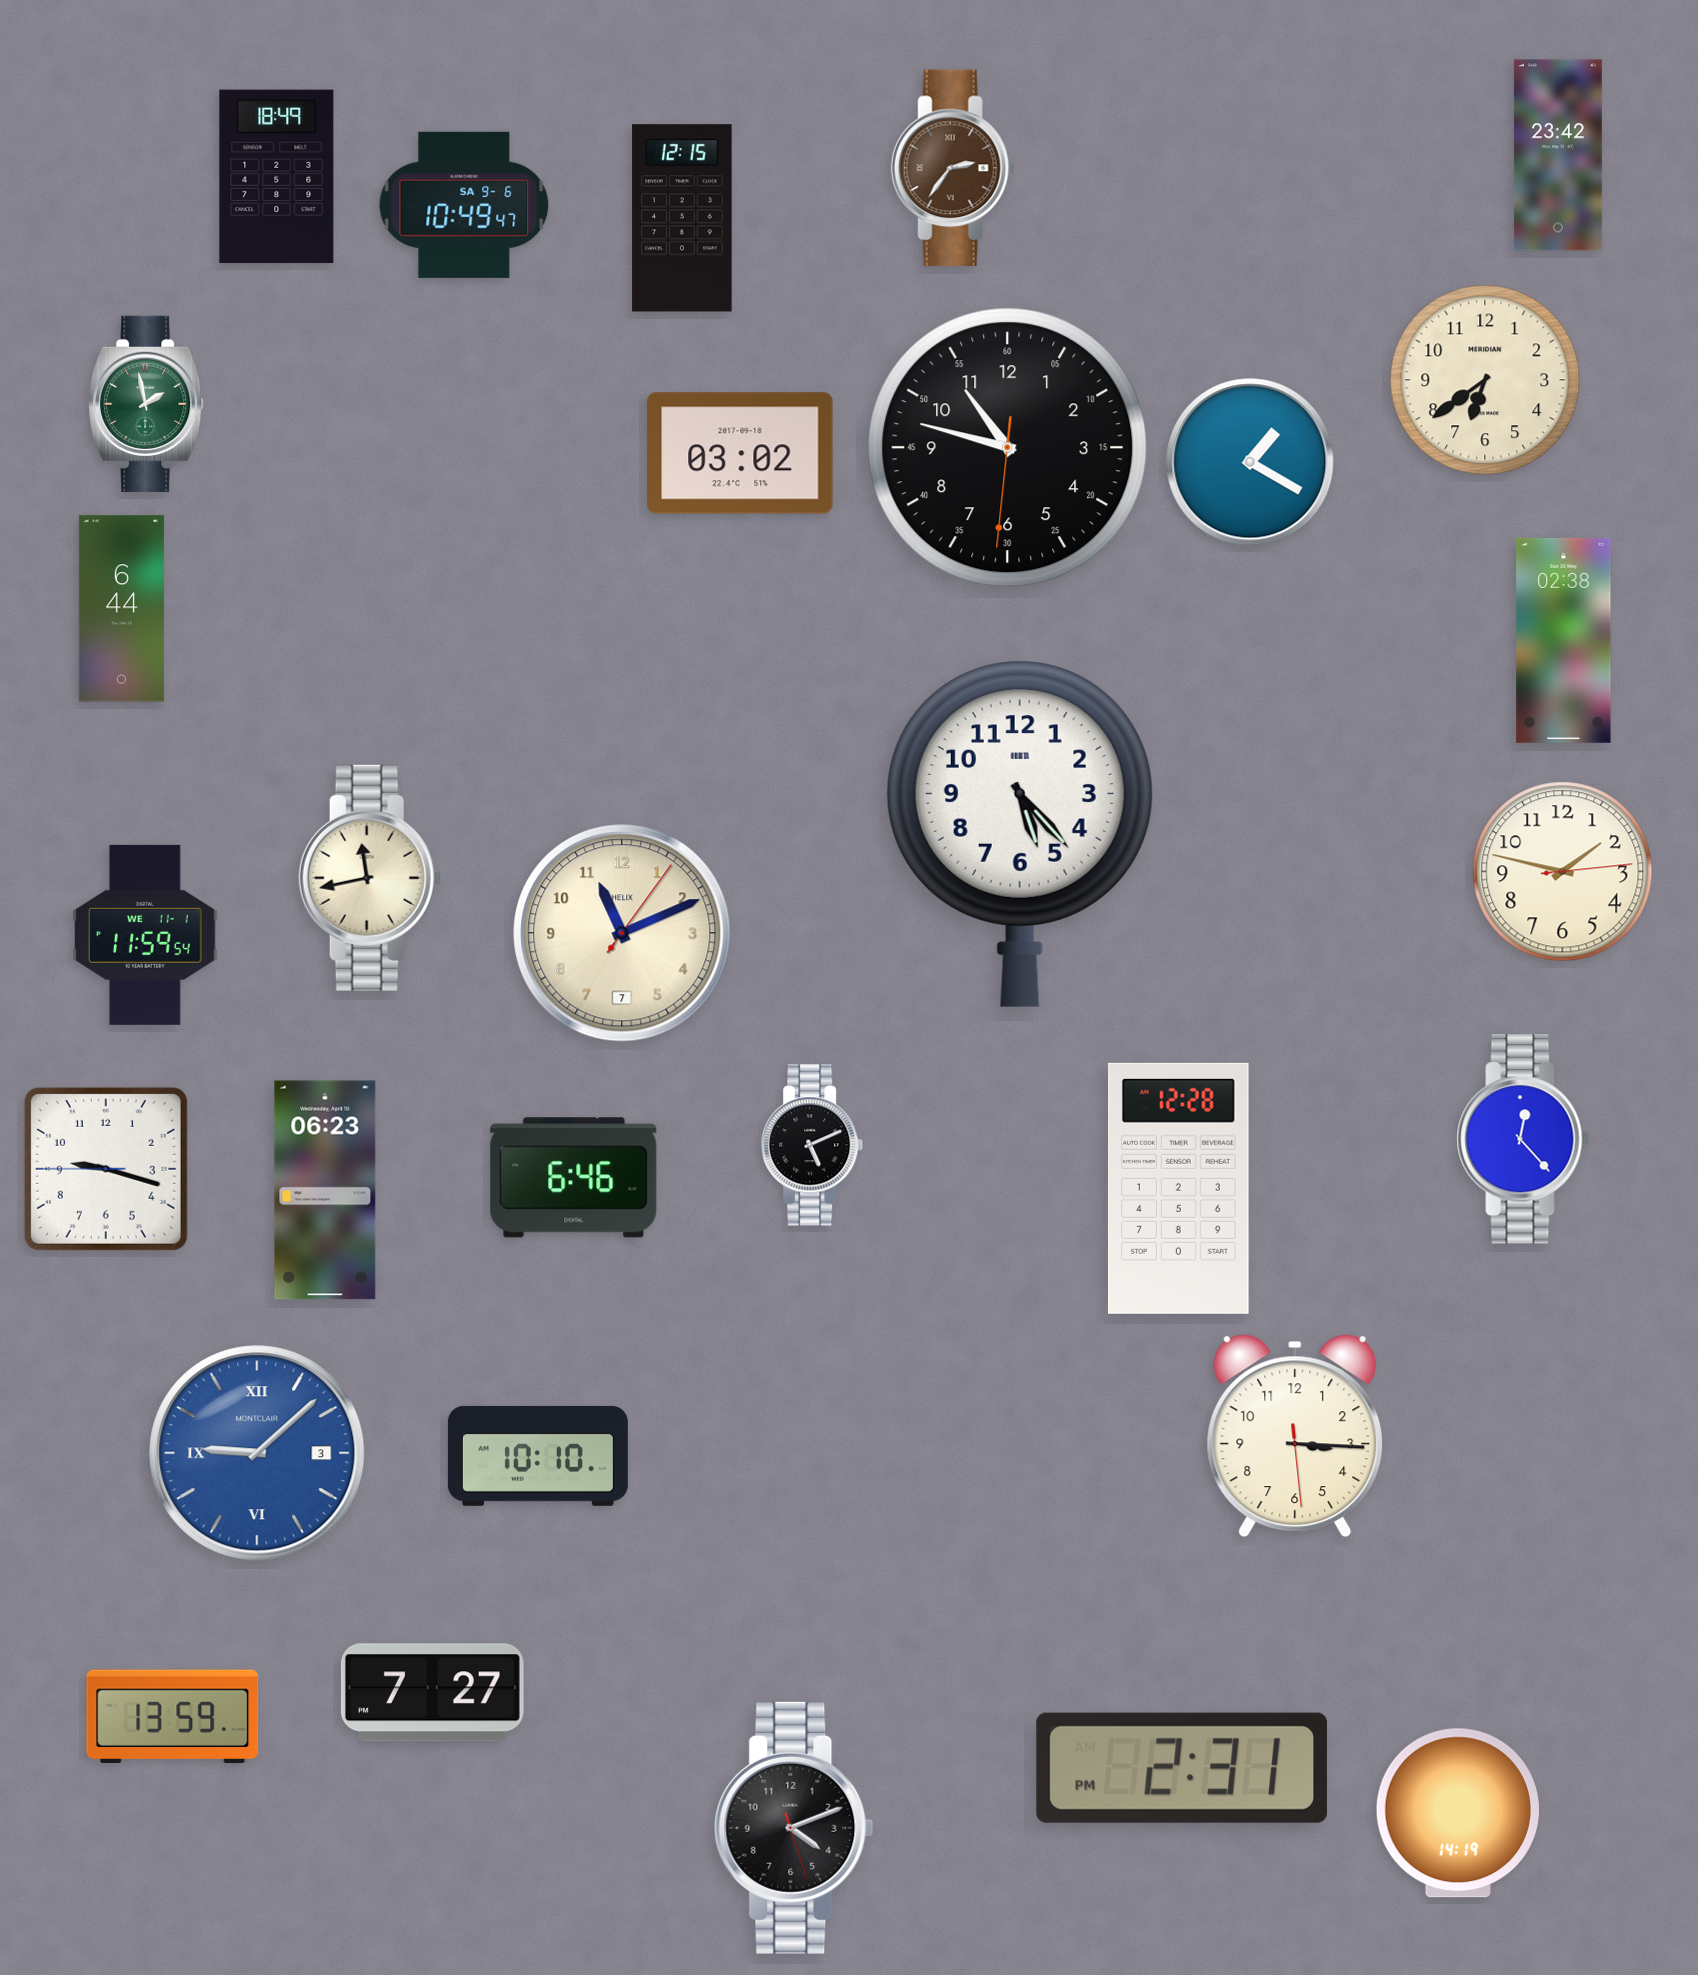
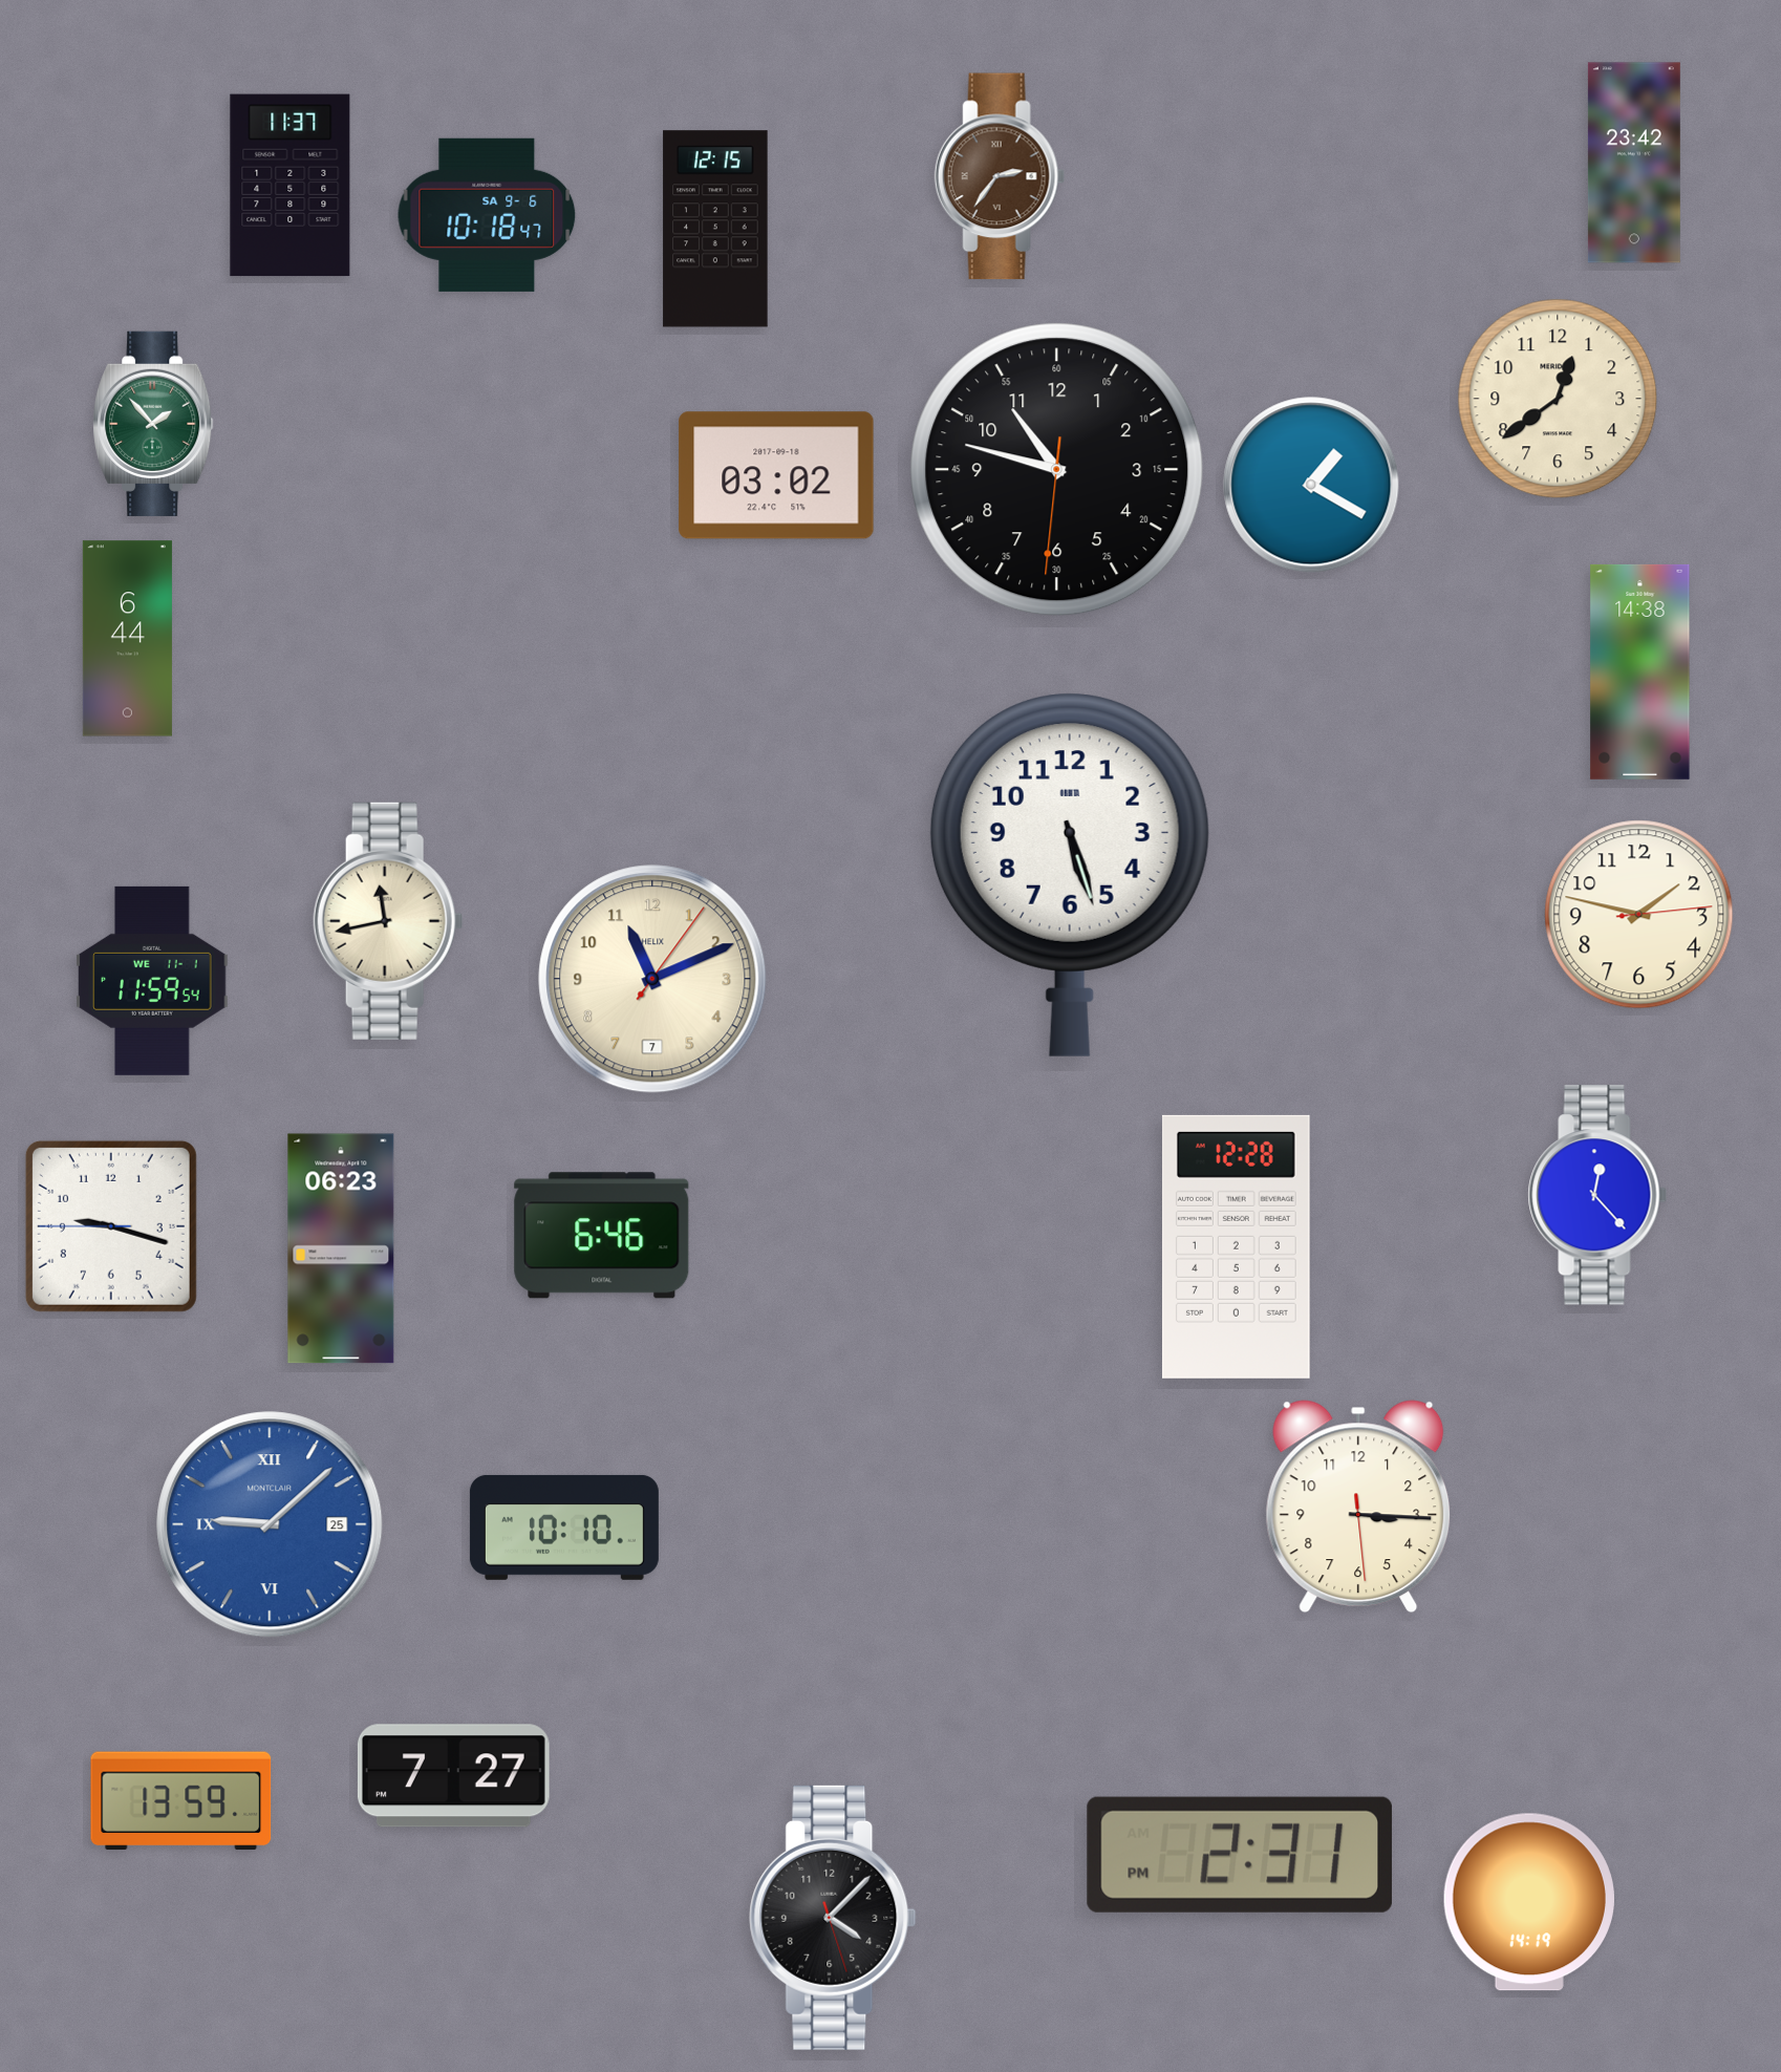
clock at (277, 177): 18:49 -> 11:37
clock at (464, 205): 10:49 -> 10:18
clock at (1485, 380): 6:39 -> 12:39
clock at (146, 404): 1:58 -> 1:53
clock at (1564, 640): 02:38 -> 14:38
clock at (1020, 834): 5:23 -> 5:27
clock at (813, 1145): 5:11 -> none
clock at (257, 1453) date: 3 -> 25
clock at (794, 1828): 4:11 -> 4:07
